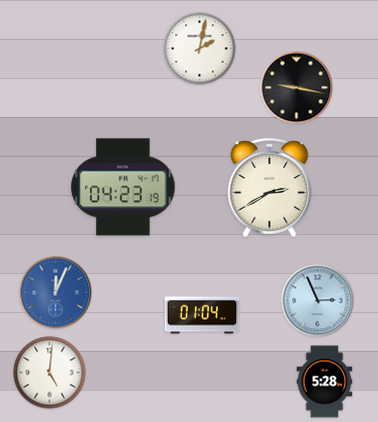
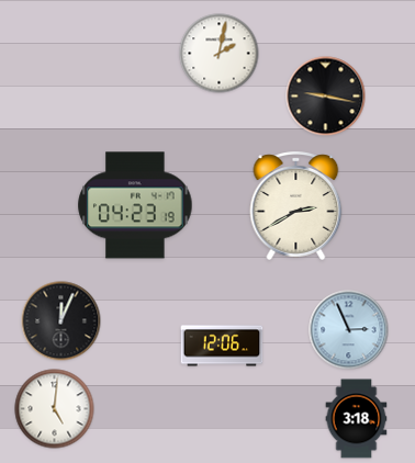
clock at (56, 293) dial: blue -> black
clock at (202, 315): 01:04 -> 12:06
clock at (325, 382): 5:28 -> 3:18
